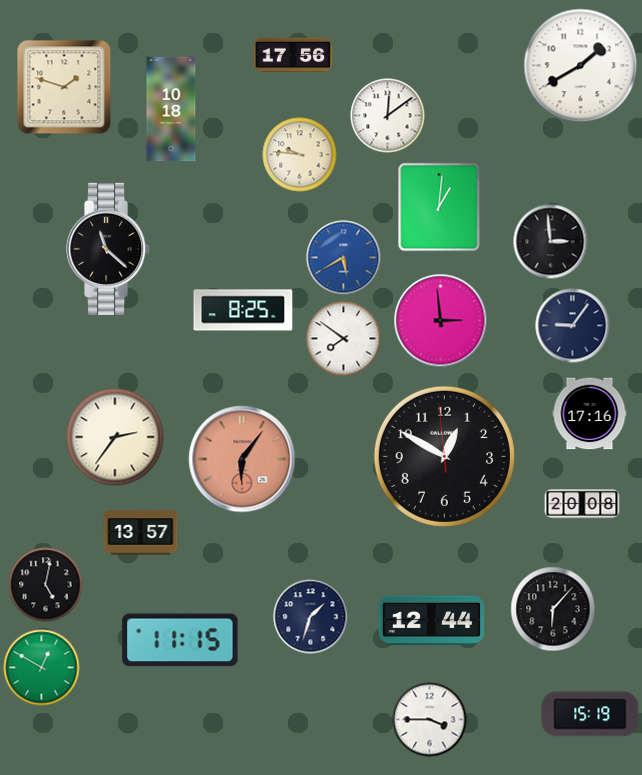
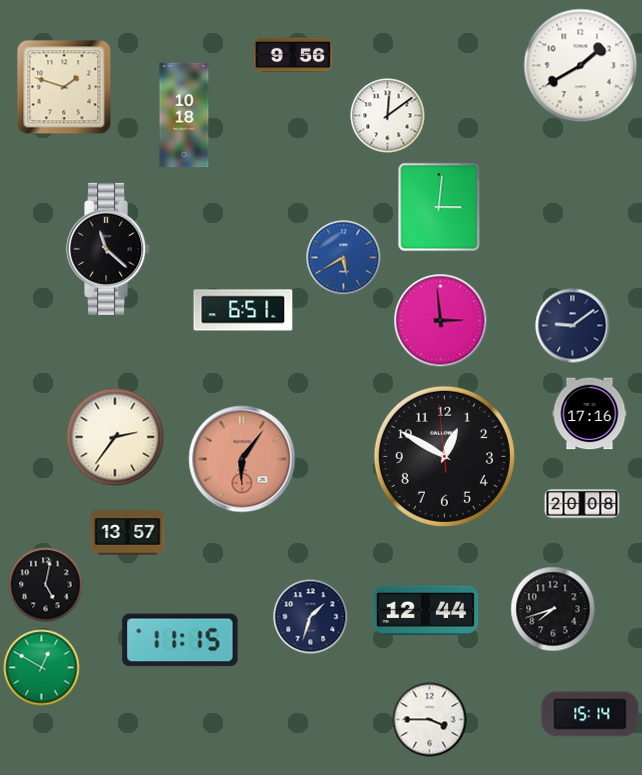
clock at (293, 55): 17:56 -> 9:56
clock at (171, 109) position: (171, 109) -> (184, 115)
clock at (300, 155): 9:46 -> none
clock at (439, 207): 1:01 -> 3:01
clock at (551, 242): 2:59 -> none
clock at (243, 310): 8:25 -> 6:51
clock at (573, 326): 9:06 -> 9:09
clock at (344, 339): 7:51 -> none
clock at (141, 533) position: (141, 533) -> (128, 533)
clock at (553, 609): 6:07 -> 7:42
clock at (432, 621) position: (432, 621) -> (426, 611)
clock at (590, 714): 15:19 -> 15:14
